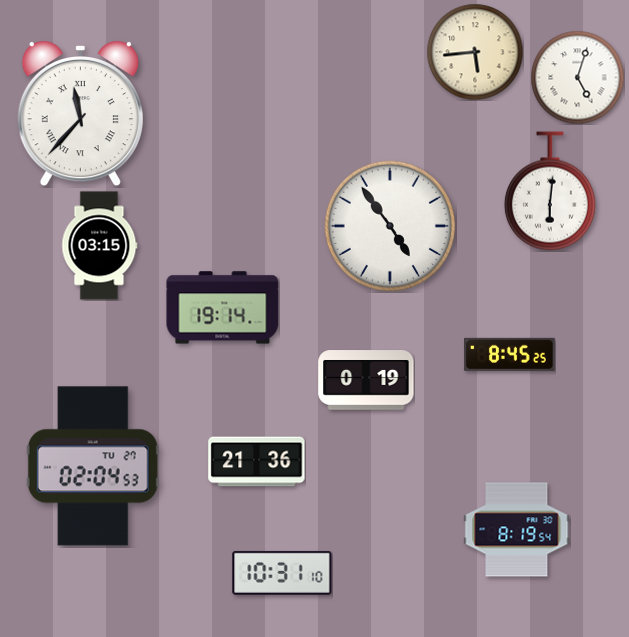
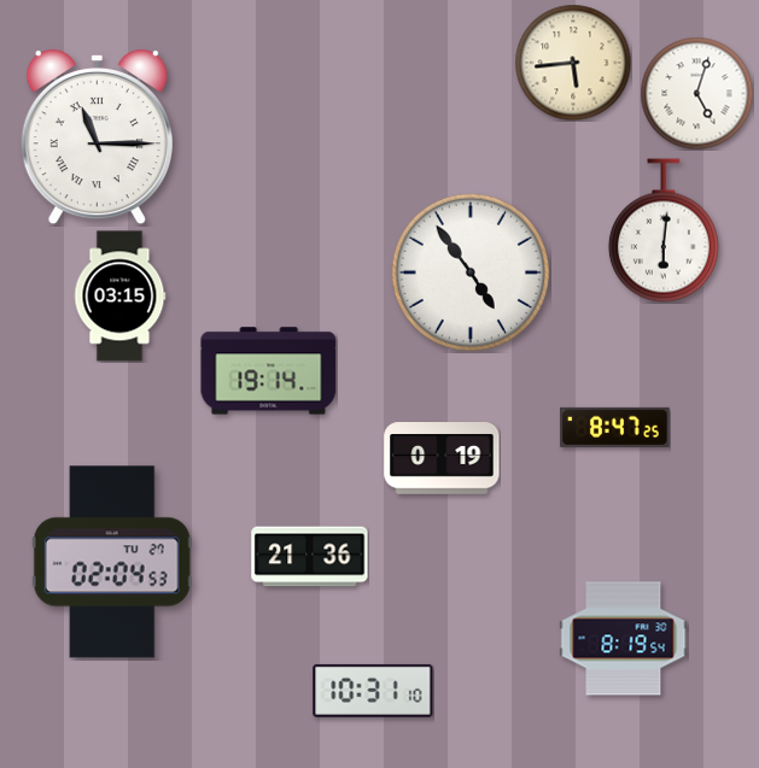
clock at (80, 114): 11:37 -> 11:15
clock at (510, 354): 8:45 -> 8:47
clock at (282, 573) position: (282, 573) -> (373, 691)
